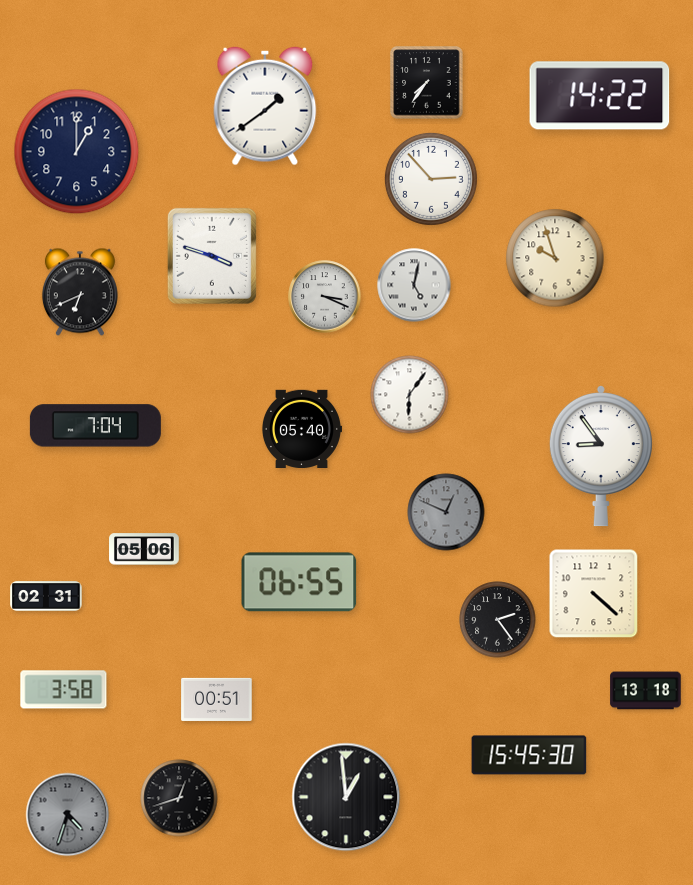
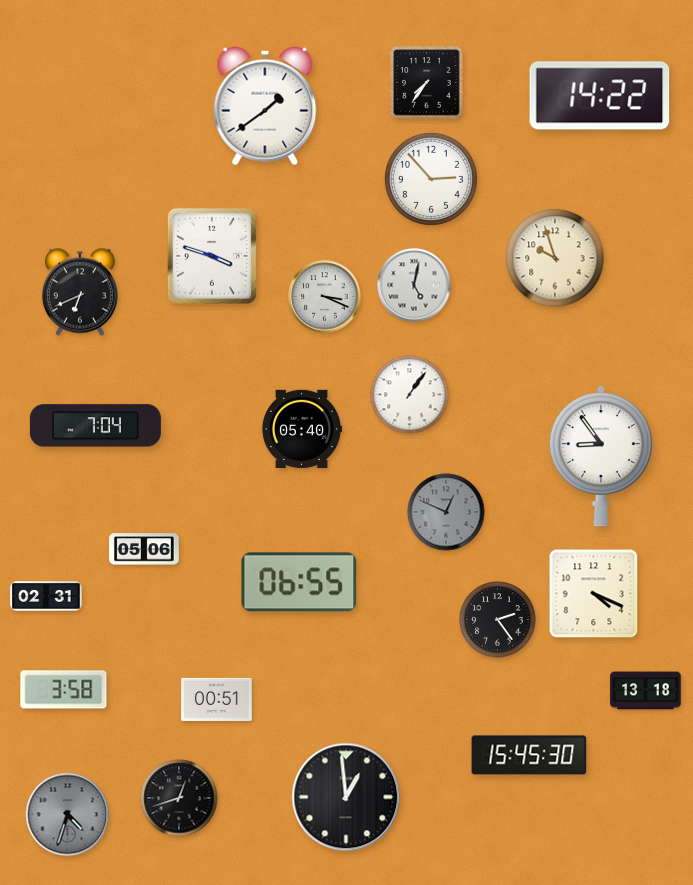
clock at (77, 152): 1:00 -> none
clock at (410, 395): 6:06 -> 1:06
clock at (594, 594): 4:22 -> 4:19
